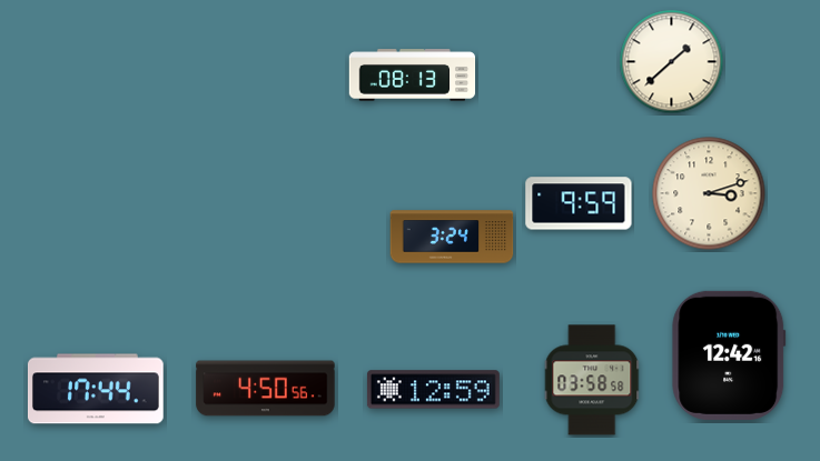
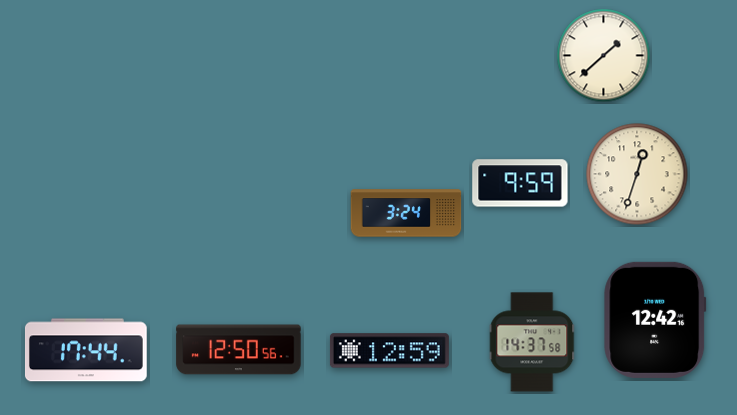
clock at (413, 76): 08:13 -> none
clock at (709, 193): 3:12 -> 12:33
clock at (592, 380): 03:58 -> 14:37
clock at (266, 389): 4:50 -> 12:50
